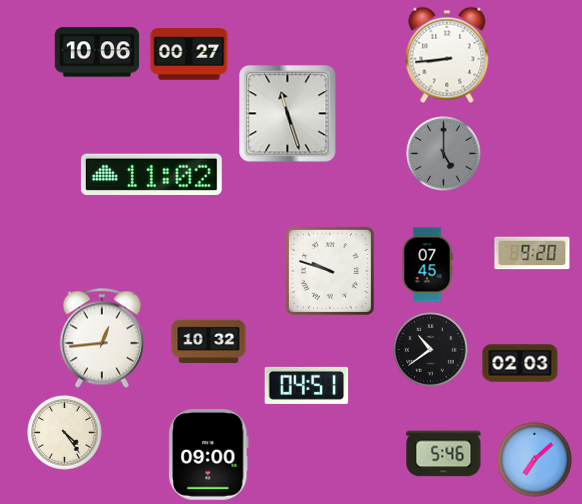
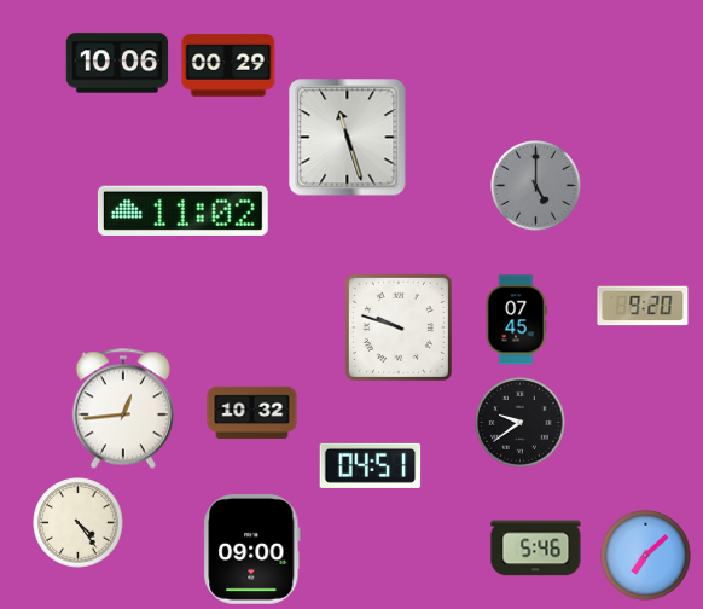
clock at (189, 54): 00:27 -> 00:29
clock at (447, 55): 8:44 -> none
clock at (431, 350): 10:39 -> 9:39
clock at (520, 363): 02:03 -> none
